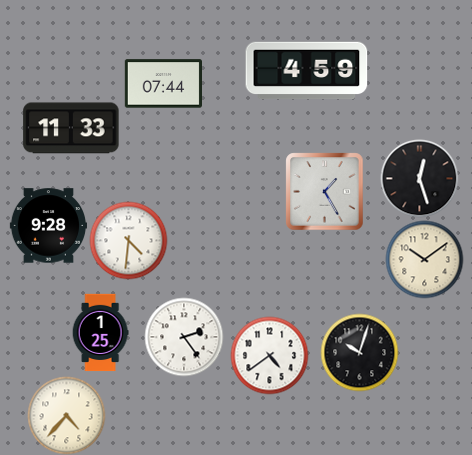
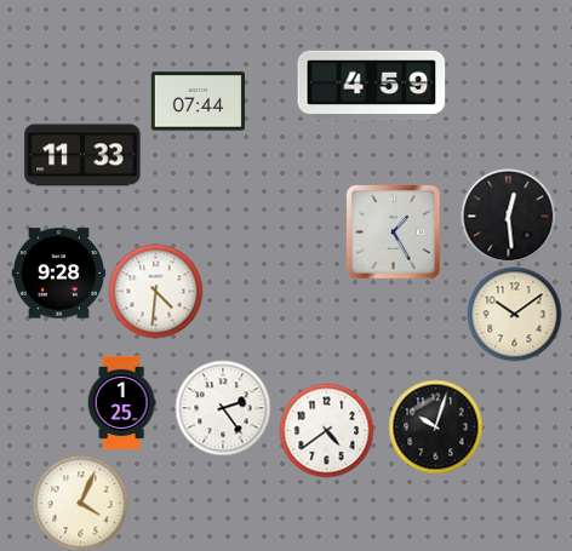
clock at (71, 128) position: (71, 128) -> (82, 155)
clock at (419, 178): 12:27 -> 12:29
clock at (66, 415): 4:37 -> 4:04
